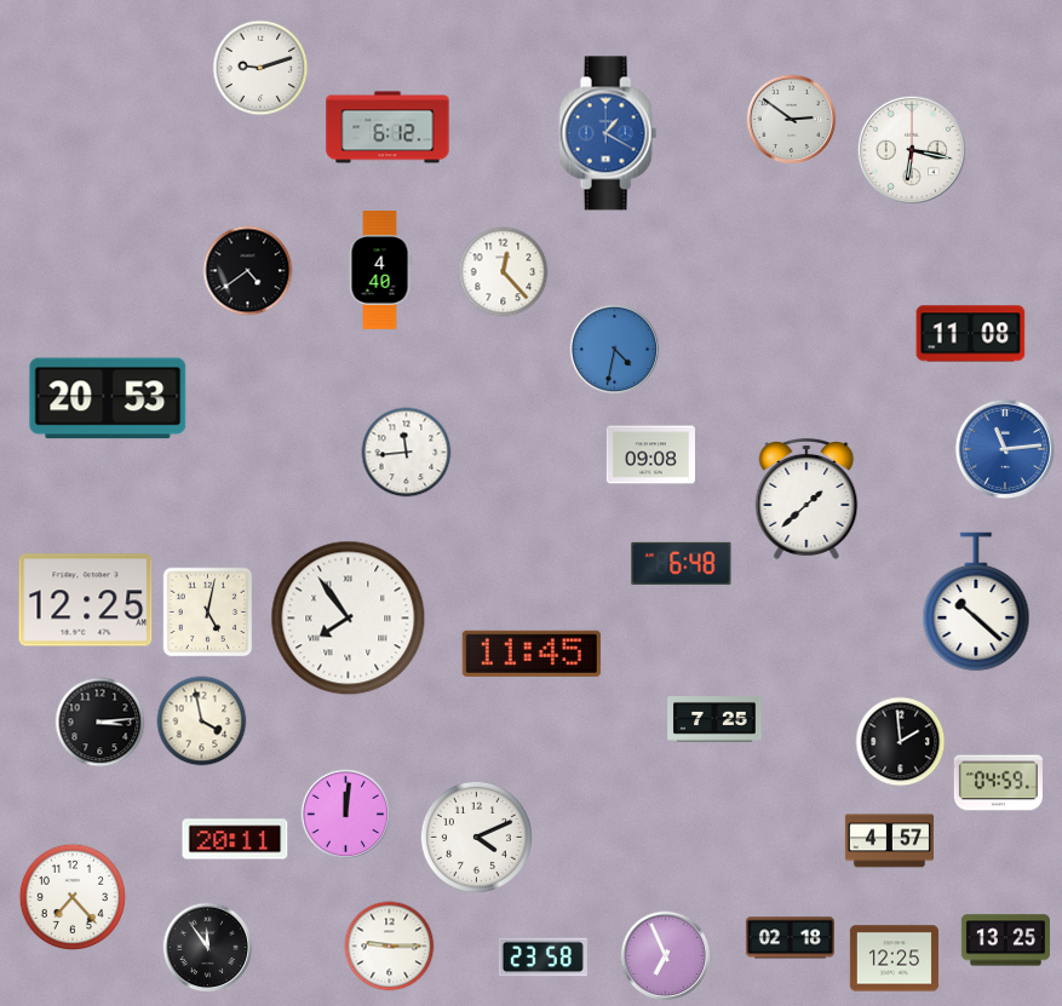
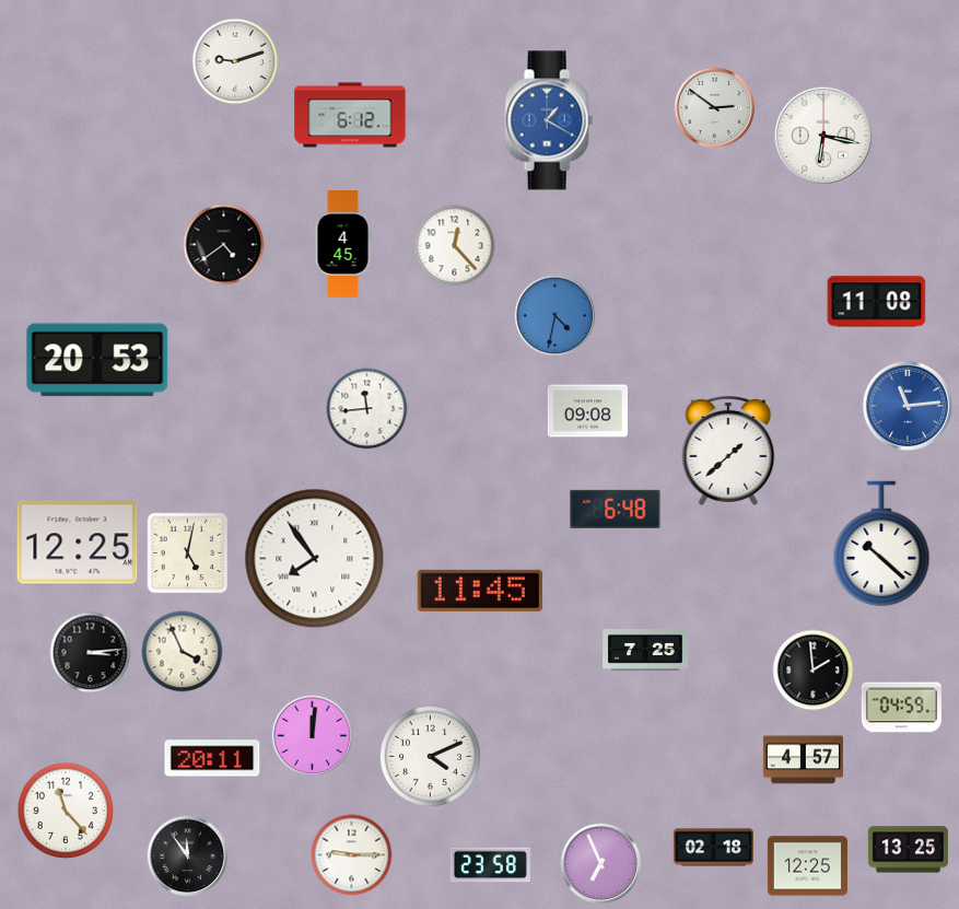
clock at (380, 270): 4:40 -> 4:45
clock at (202, 722): 3:58 -> 3:56
clock at (71, 896): 7:23 -> 11:23
